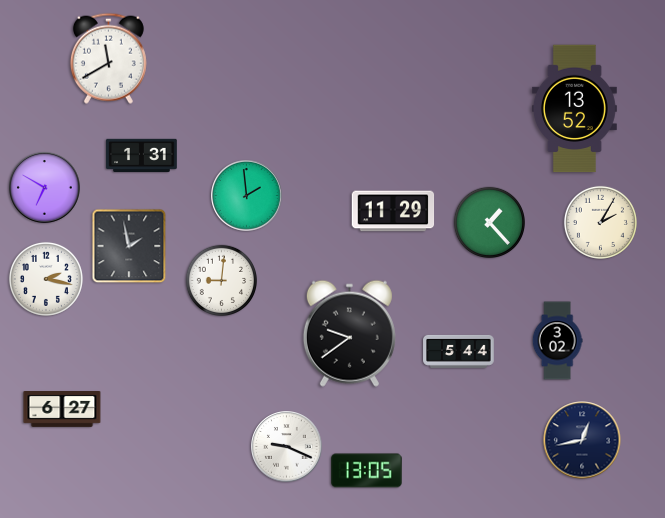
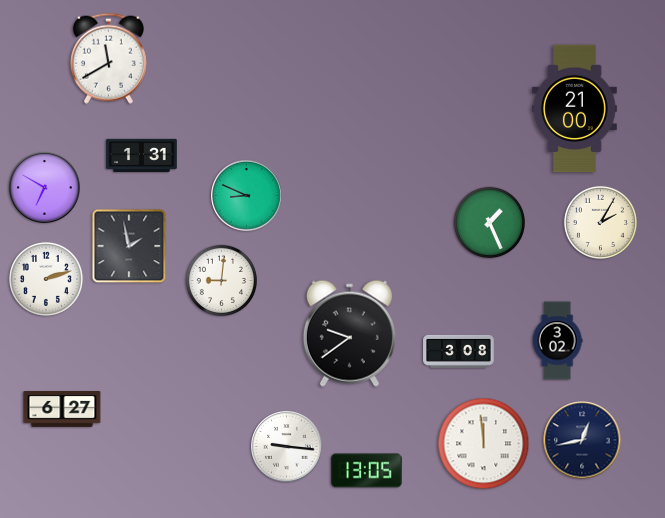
clock at (574, 109): 13:52 -> 21:00
clock at (247, 196): 1:59 -> 8:49
clock at (393, 211): 11:29 -> none
clock at (490, 223): 1:23 -> 1:26
clock at (46, 279): 2:17 -> 2:12
clock at (459, 351): 5:44 -> 3:08
clock at (484, 444): none -> 11:59
clock at (287, 447): 9:19 -> 9:16
